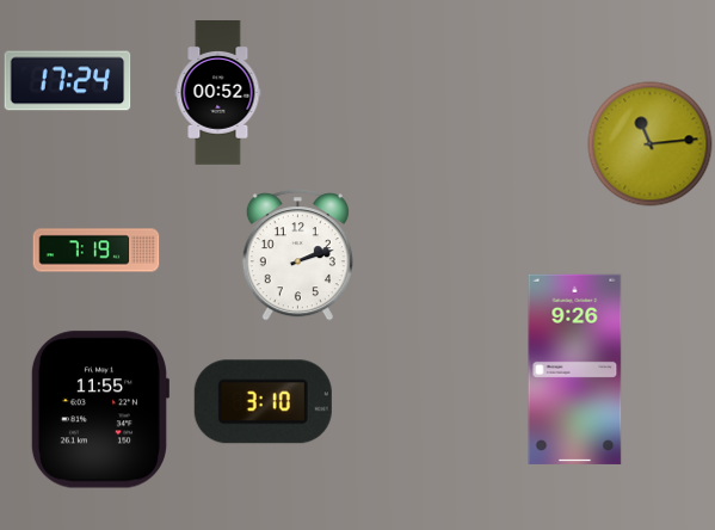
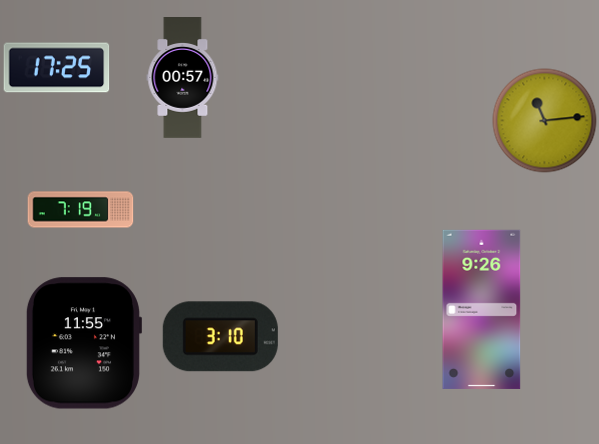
clock at (68, 81): 17:24 -> 17:25
clock at (218, 93): 00:52 -> 00:57
clock at (297, 255): 2:12 -> none
